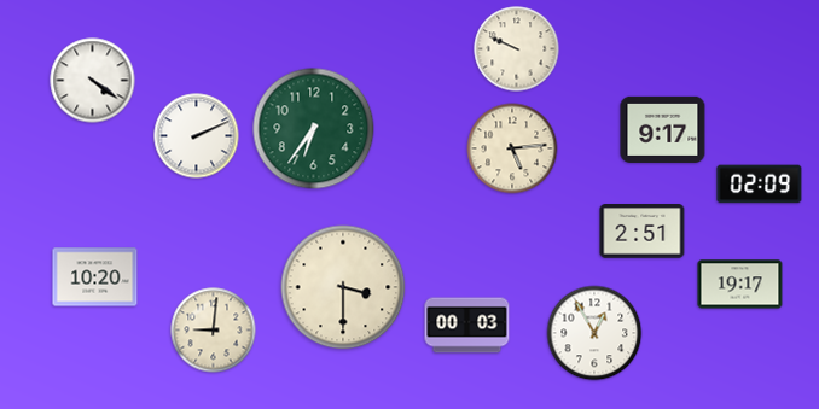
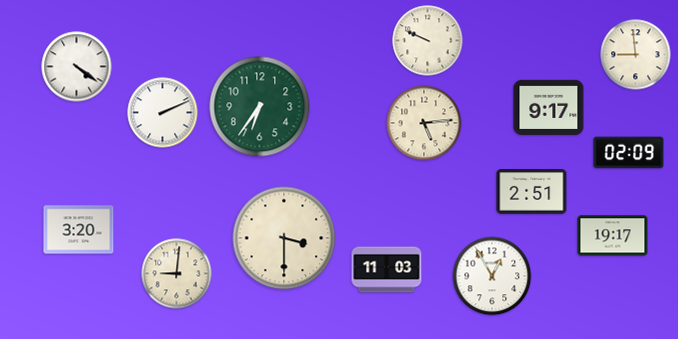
clock at (636, 55): none -> 8:59
clock at (95, 277): 10:20 -> 3:20
clock at (467, 326): 00:03 -> 11:03
